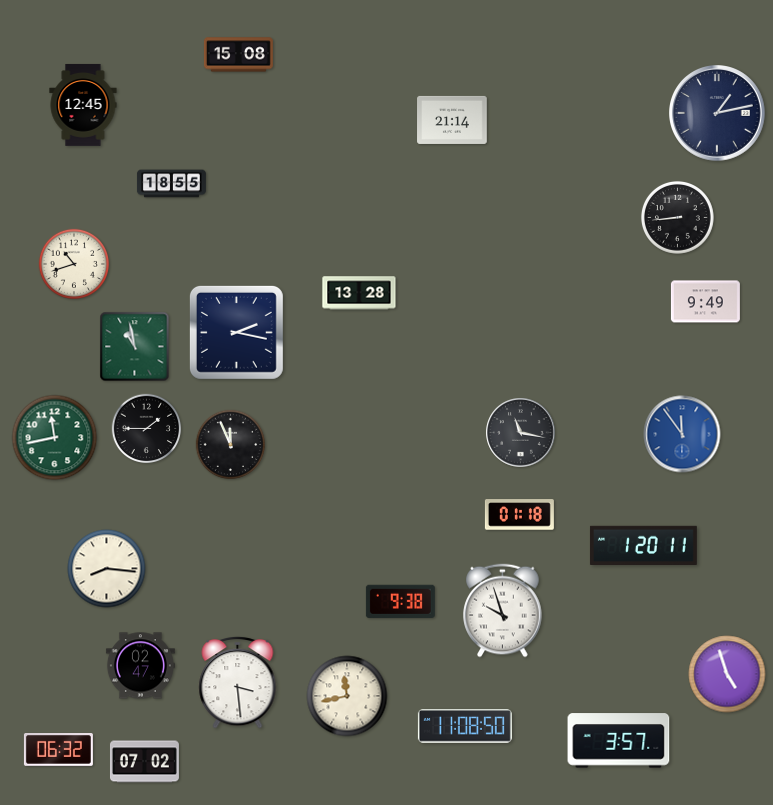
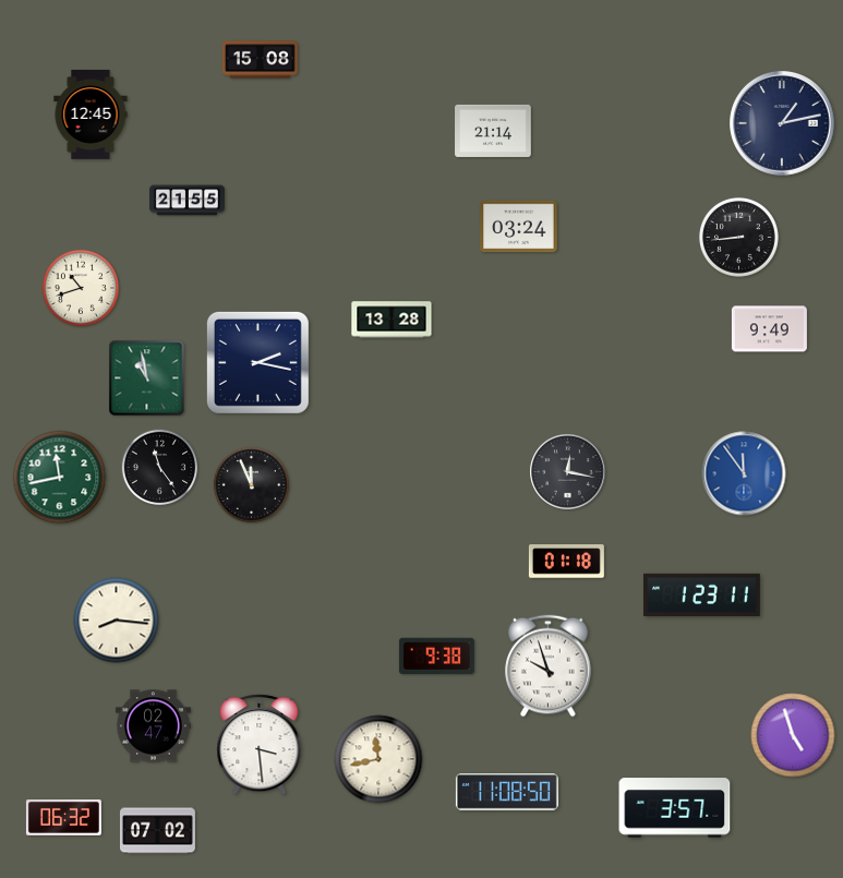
clock at (171, 184): 18:55 -> 21:55
clock at (519, 227): none -> 03:24
clock at (147, 429): 1:45 -> 11:24
clock at (521, 433): 11:17 -> 12:17
clock at (643, 545): 1:20 -> 1:23
